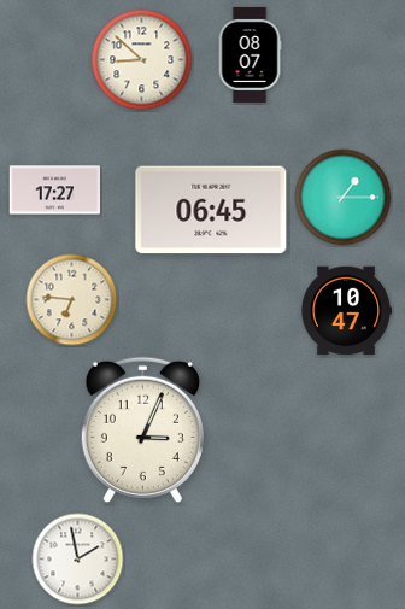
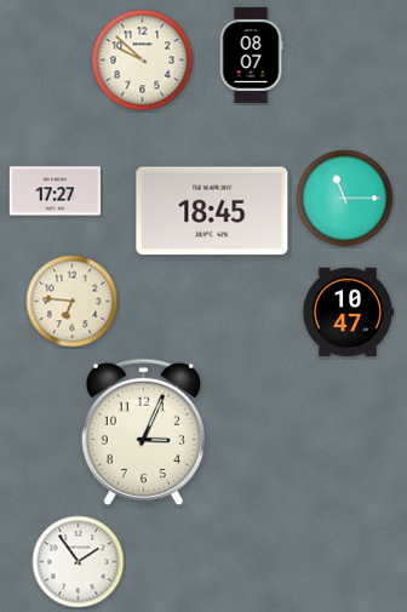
clock at (142, 60): 8:52 -> 9:52
clock at (344, 198): 1:15 -> 11:15
clock at (211, 210): 06:45 -> 18:45
clock at (78, 560): 1:58 -> 1:54
